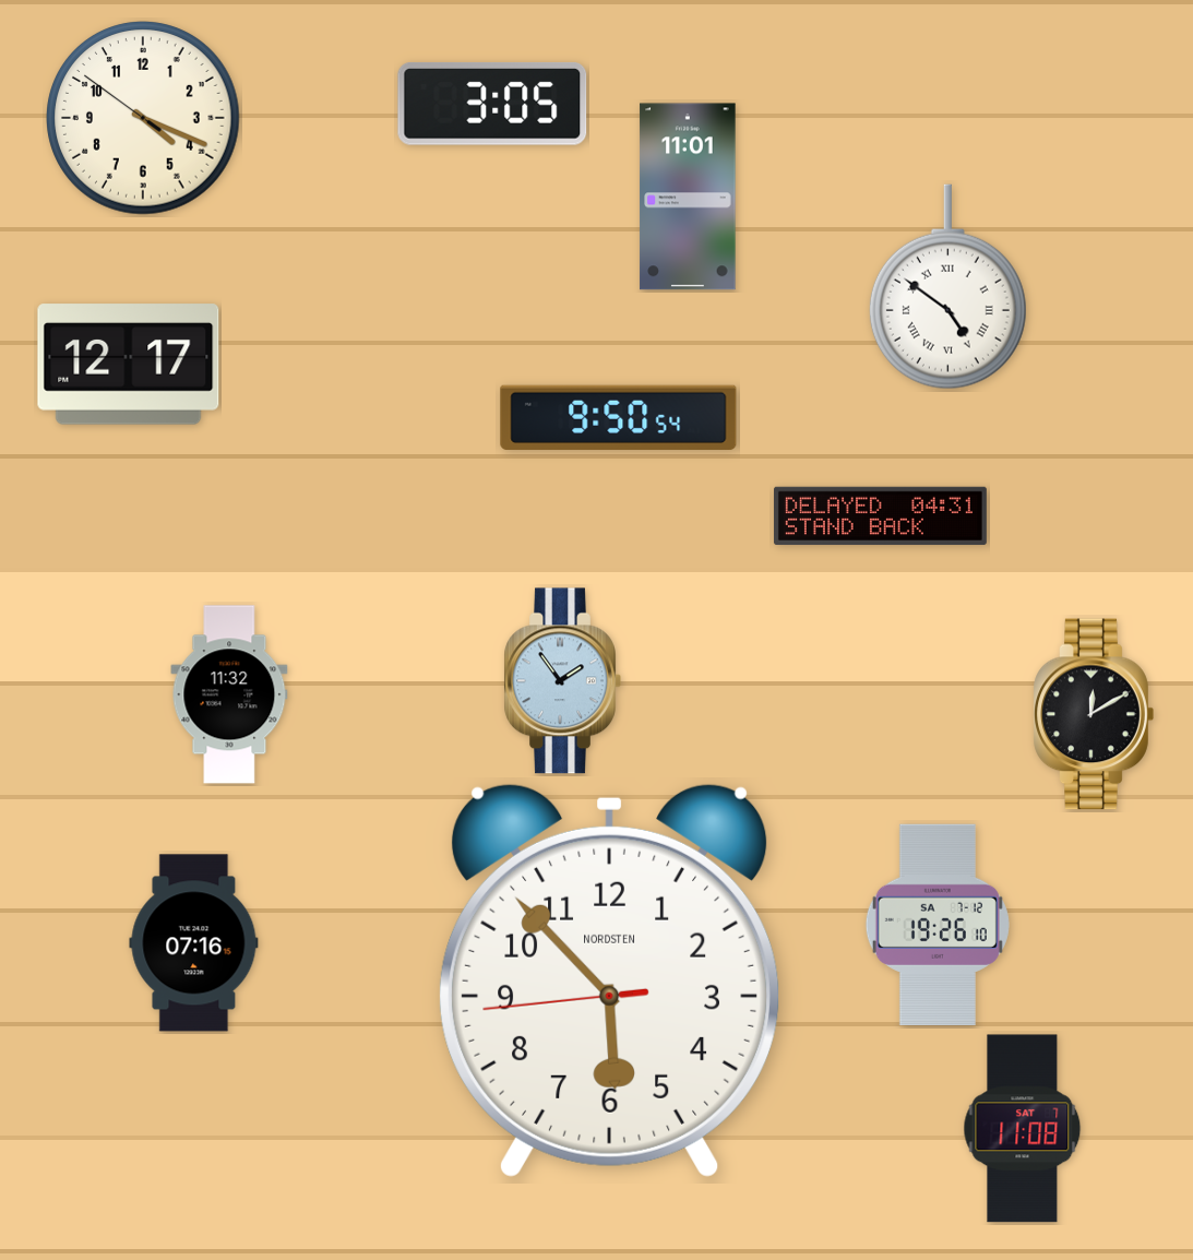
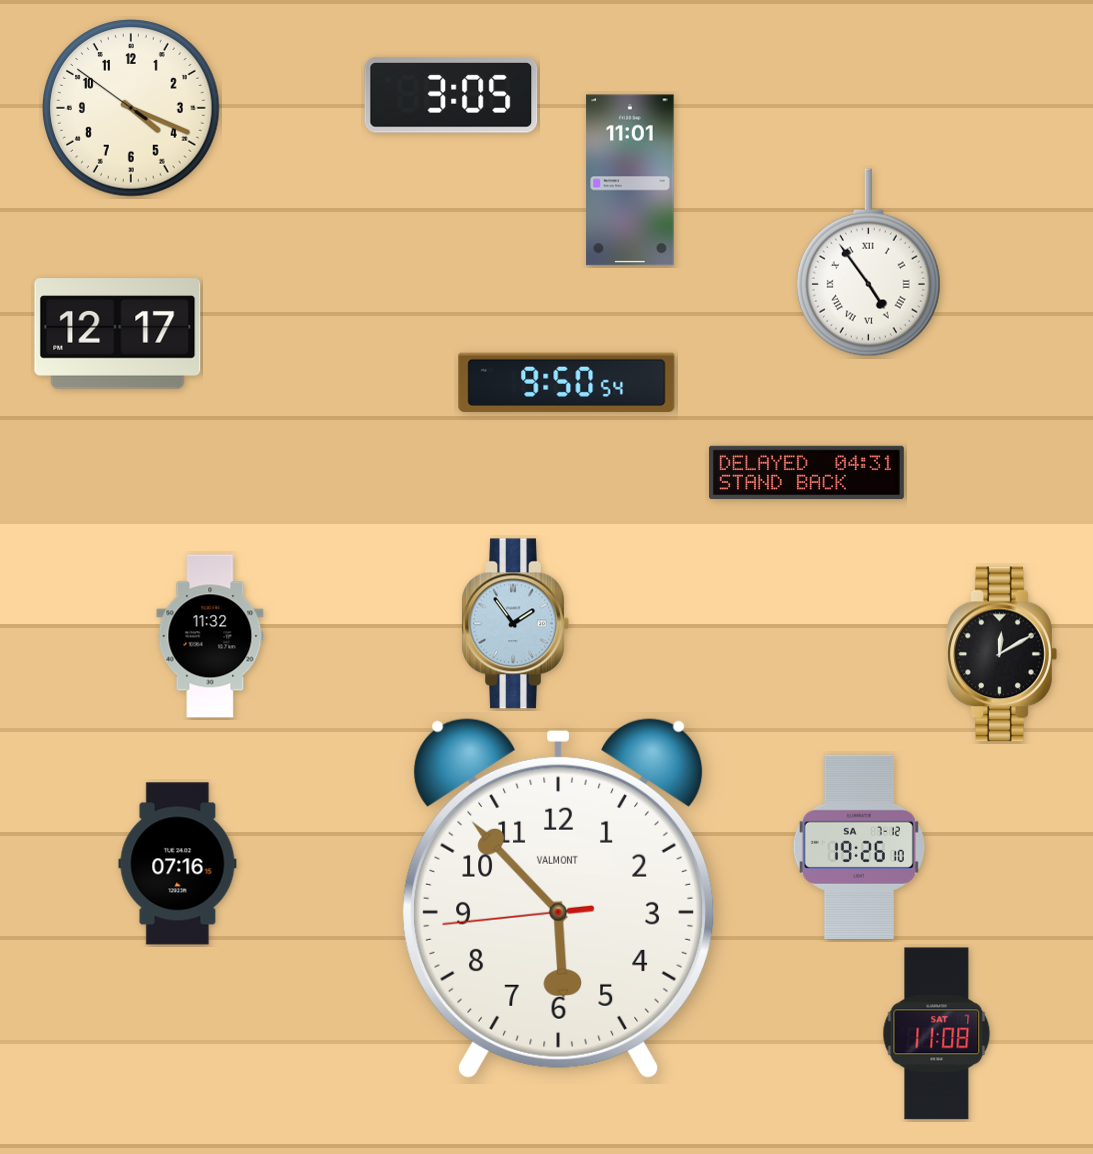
clock at (947, 287): 4:51 -> 4:54
clock at (609, 980) brand: NORDSTEN -> VALMONT
